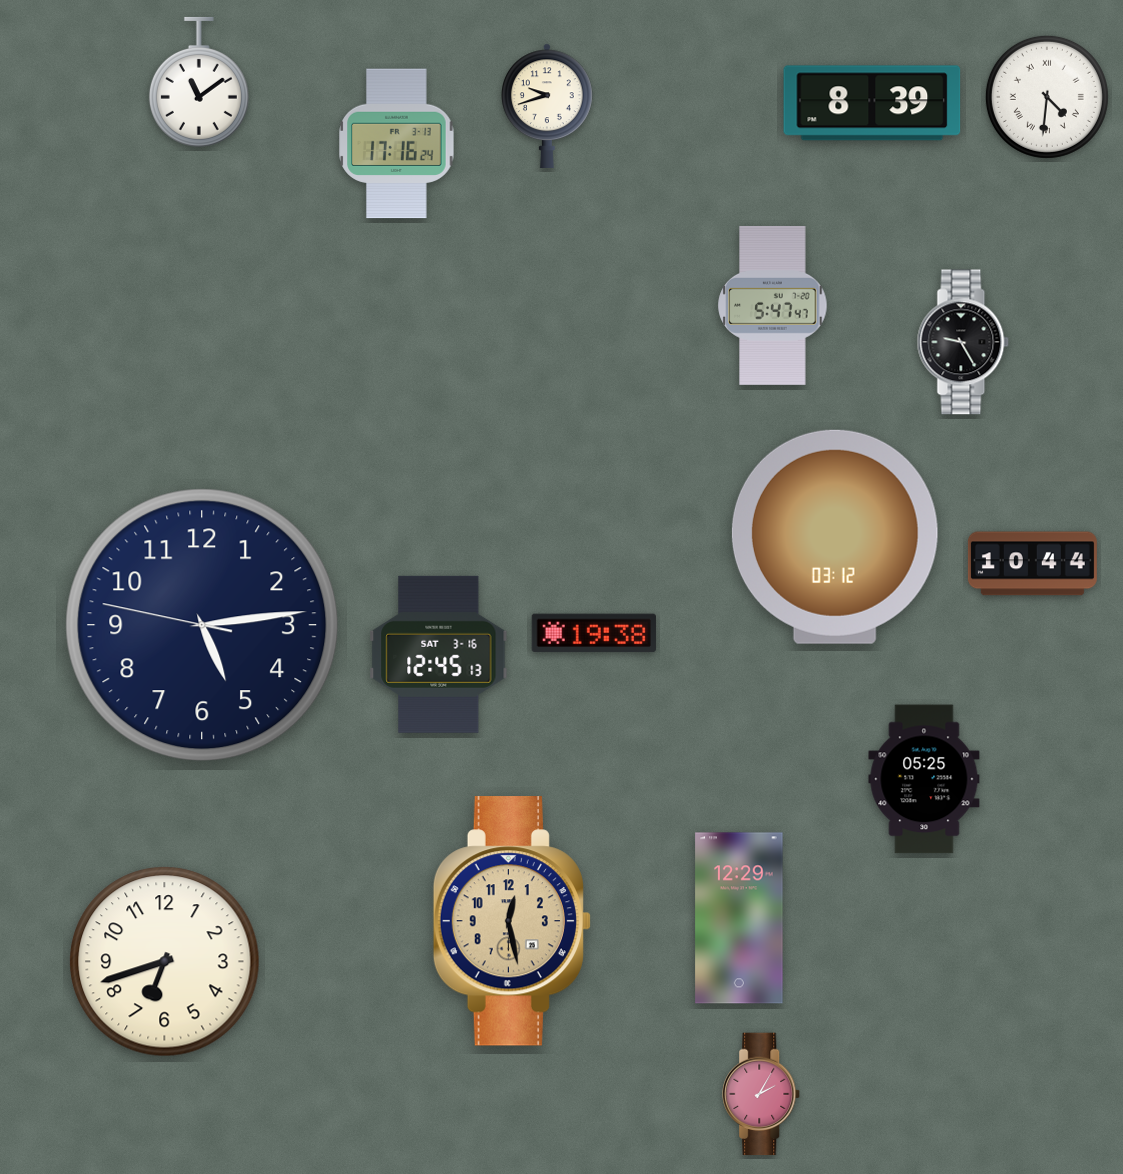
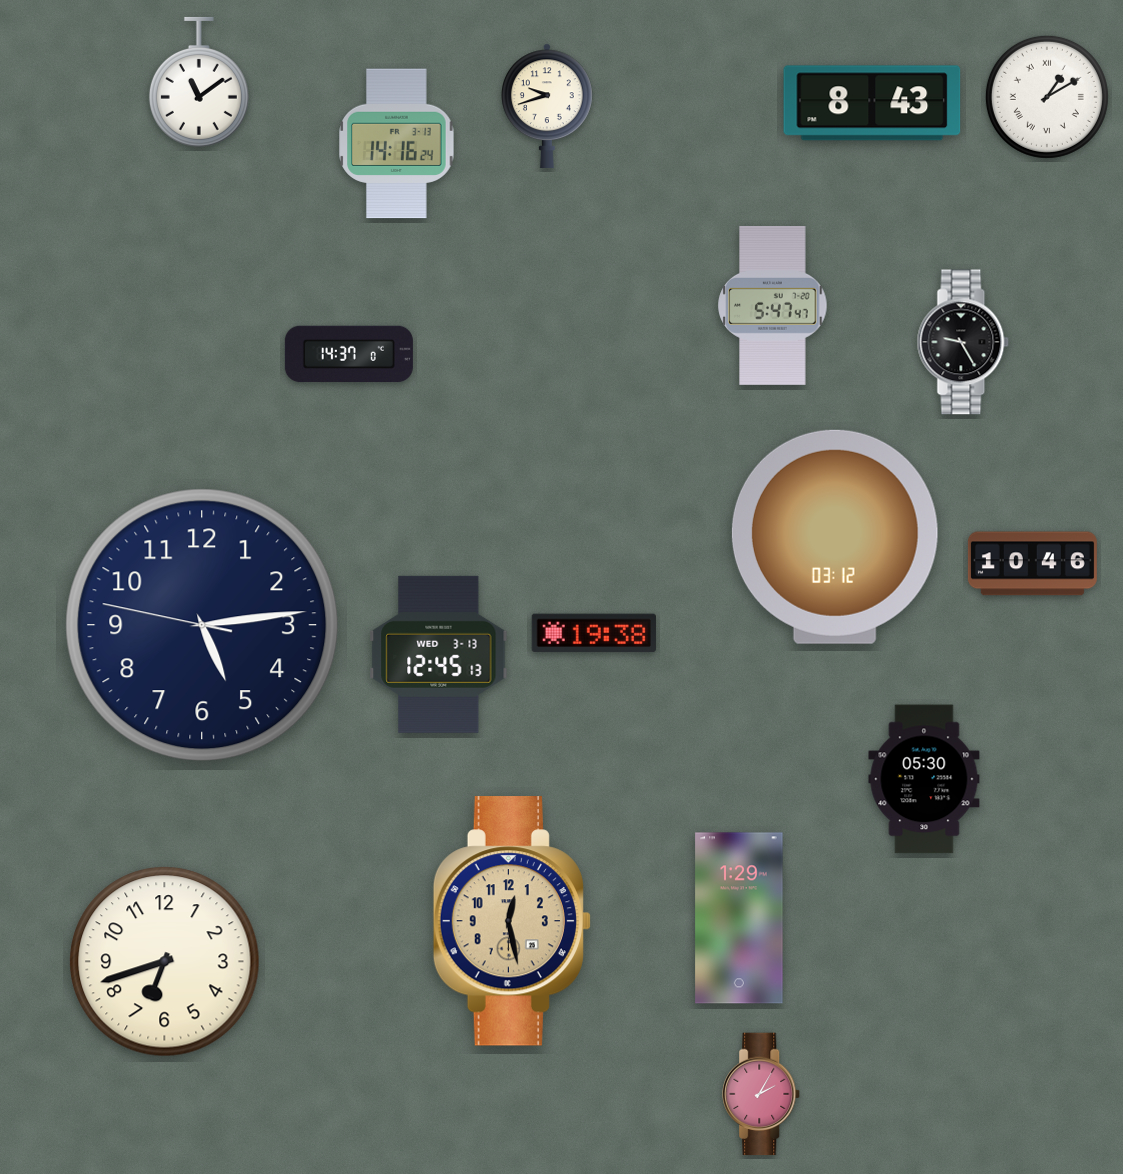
clock at (1047, 97): 4:31 -> 1:10
clock at (872, 103): 8:39 -> 8:43
clock at (397, 144): 17:16 -> 14:16
clock at (349, 353): none -> 14:37
clock at (1032, 564): 10:44 -> 10:46
clock at (439, 654) date: SAT 3-16 -> WED 3-13
clock at (924, 779): 05:25 -> 05:30
clock at (739, 918): 12:29 -> 1:29
